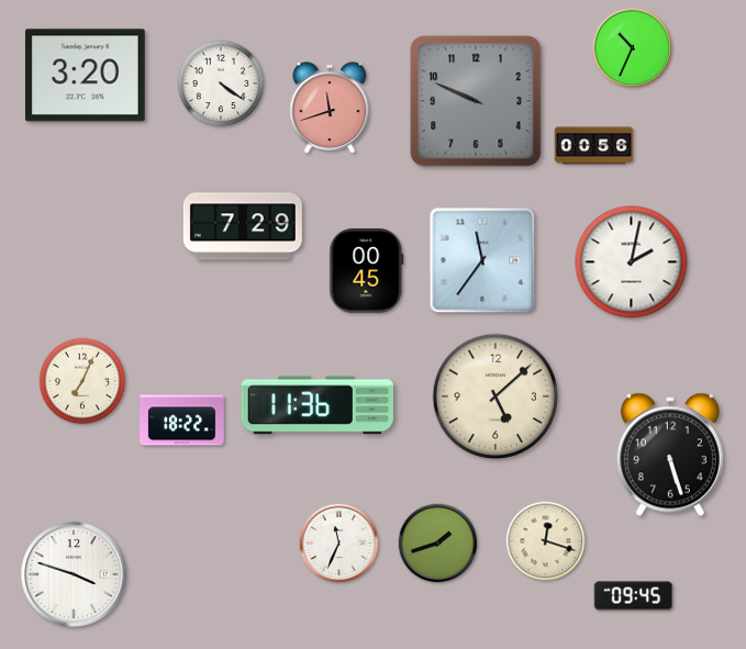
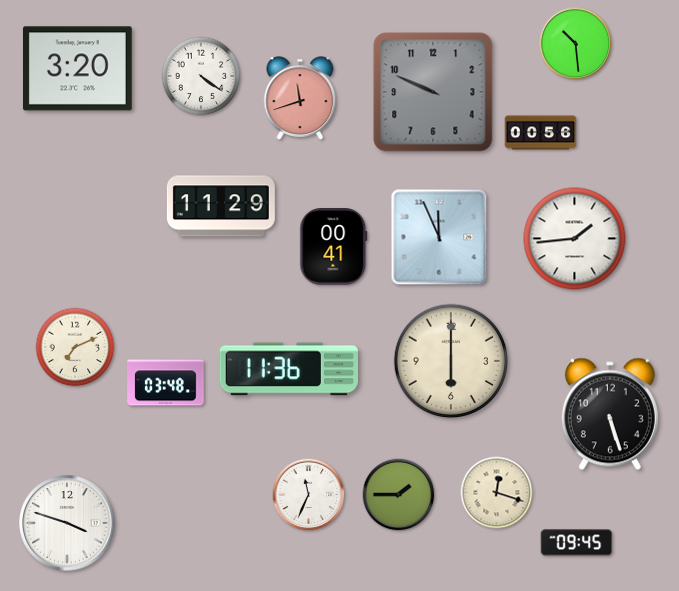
clock at (633, 48): 10:34 -> 10:29
clock at (243, 226): 7:29 -> 11:29
clock at (482, 260): 11:36 -> 11:56
clock at (632, 262): 2:02 -> 1:44
clock at (367, 271): 00:45 -> 00:41
clock at (82, 381): 7:04 -> 7:11
clock at (496, 396): 5:08 -> 6:00
clock at (182, 421): 18:22 -> 03:48
clock at (438, 544): 1:42 -> 1:45
